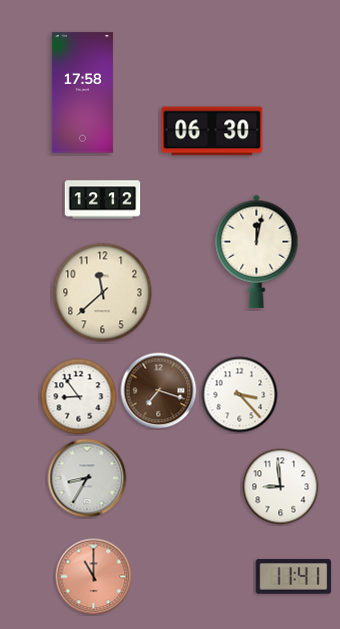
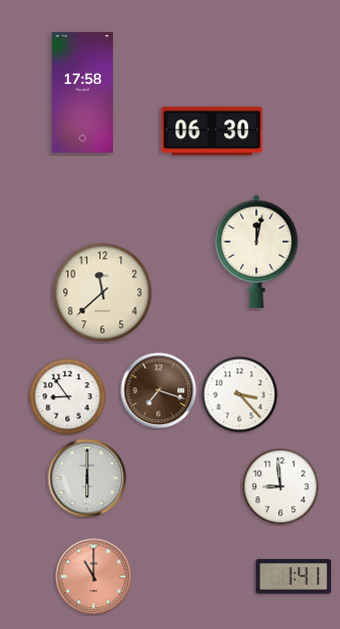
clock at (103, 200): 12:12 -> none
clock at (79, 397) position: (79, 397) -> (68, 397)
clock at (87, 478): 8:35 -> 6:00
clock at (294, 577): 11:41 -> 1:41
